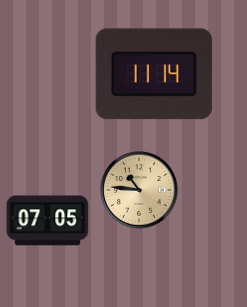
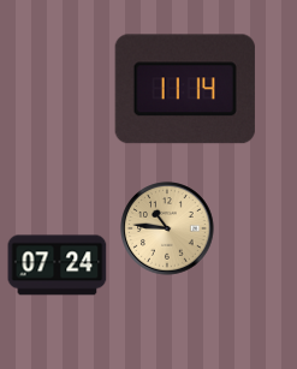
clock at (48, 221): 07:05 -> 07:24
